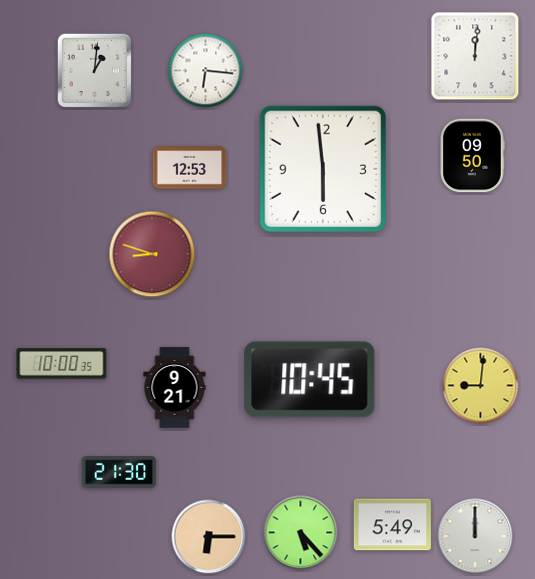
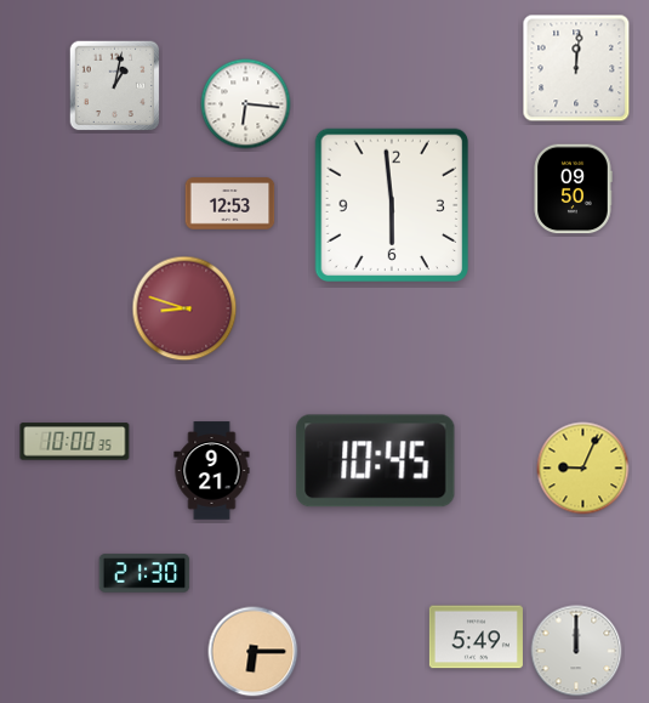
clock at (95, 71): 1:01 -> 1:02
clock at (206, 71) position: (206, 71) -> (246, 104)
clock at (481, 386): 9:01 -> 9:04
clock at (301, 533): 5:23 -> none
